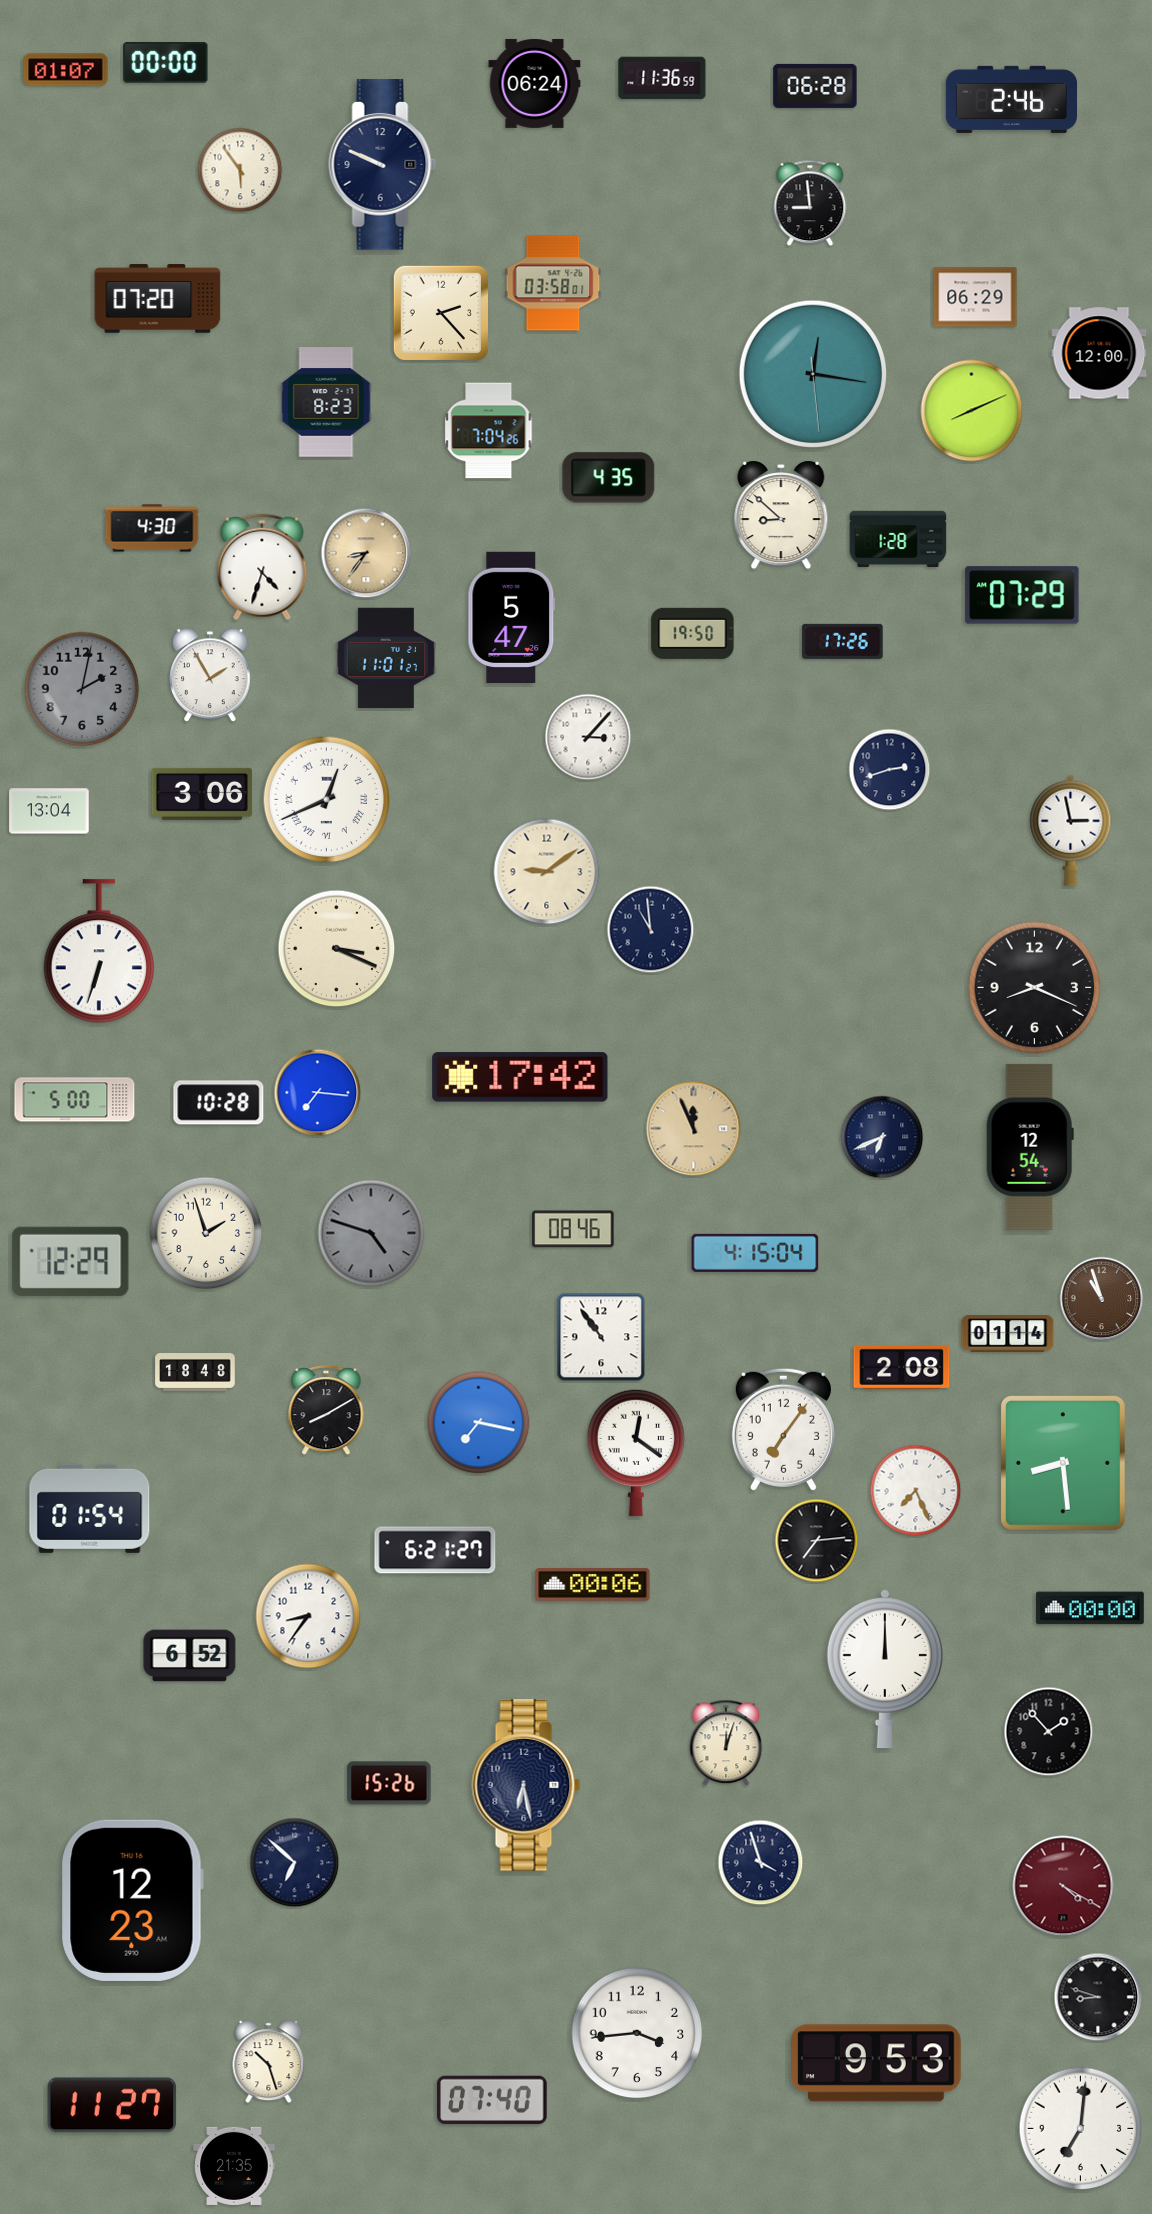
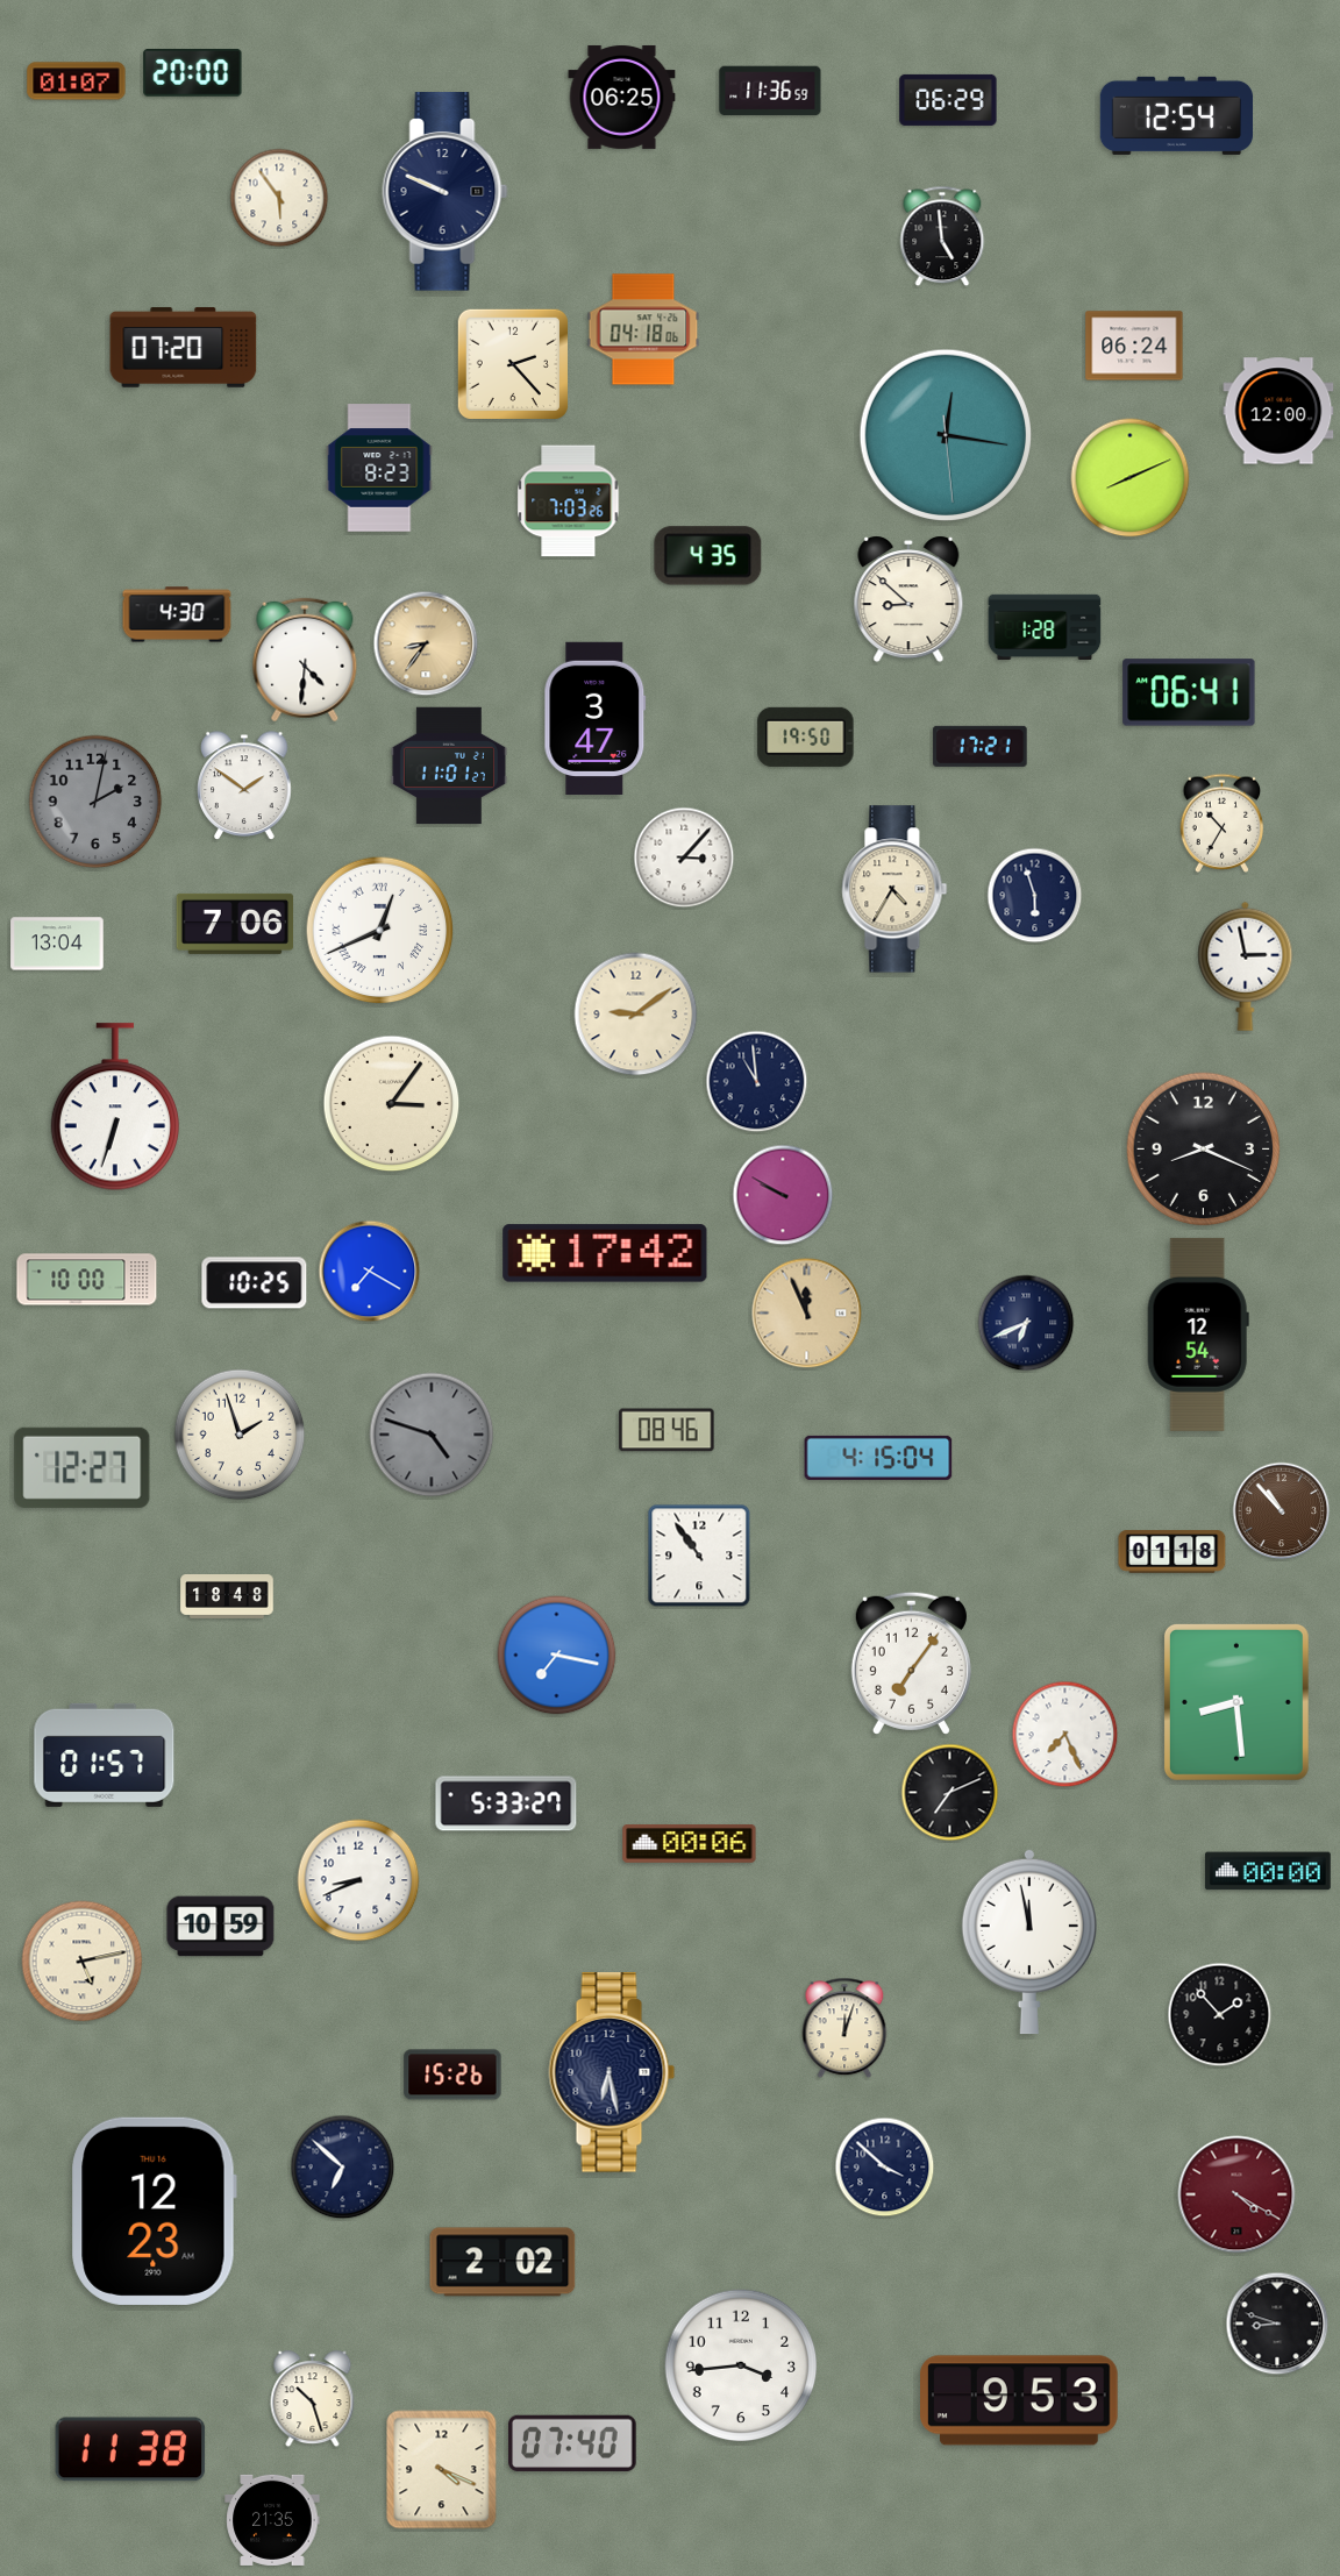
clock at (166, 63): 00:00 -> 20:00
clock at (535, 83): 06:24 -> 06:25
clock at (815, 86): 06:28 -> 06:29
clock at (1011, 99): 2:46 -> 12:54
clock at (810, 203): 8:59 -> 4:59
clock at (553, 283): 03:58 -> 04:18
clock at (975, 297): 06:29 -> 06:24
clock at (489, 431): 7:04 -> 7:03
clock at (262, 567): 4:33 -> 4:31
clock at (1022, 595): 07:29 -> 06:41
clock at (512, 617): 5:47 -> 3:47
clock at (843, 641): 17:26 -> 17:21
clock at (210, 675): 1:55 -> 1:51
clock at (1223, 823): none -> 10:35
clock at (894, 889): none -> 4:35
clock at (890, 770): 2:42 -> 5:57
clock at (202, 794): 3:06 -> 7:06
clock at (337, 949): 3:19 -> 3:06
clock at (783, 1195): none -> 9:50
clock at (318, 1093): 7:16 -> 7:20
clock at (75, 1100): 5:00 -> 10:00
clock at (219, 1103): 10:28 -> 10:25
clock at (71, 1261): 12:29 -> 12:27
clock at (1102, 1299): 10:57 -> 10:53
clock at (1008, 1334): 01:14 -> 01:18
clock at (902, 1367): 2:08 -> none
clock at (326, 1411): 8:10 -> none
clock at (636, 1453): 12:21 -> none
clock at (90, 1508): 01:54 -> 01:57
clock at (817, 1541): 7:14 -> 7:11
clock at (435, 1550): 6:21 -> 5:33
clock at (308, 1616): 8:36 -> 8:41
clock at (190, 1656): 6:52 -> 10:59
clock at (885, 1669): 12:00 -> 11:58
clock at (83, 1962): none -> 5:13
clock at (526, 1785) position: (526, 1785) -> (612, 2072)
clock at (761, 1863): 3:57 -> 3:52
clock at (502, 2262): none -> 2:02
clock at (112, 2105): 11:27 -> 11:38
clock at (442, 2470): none -> 4:19
clock at (1081, 2129): 7:01 -> none
